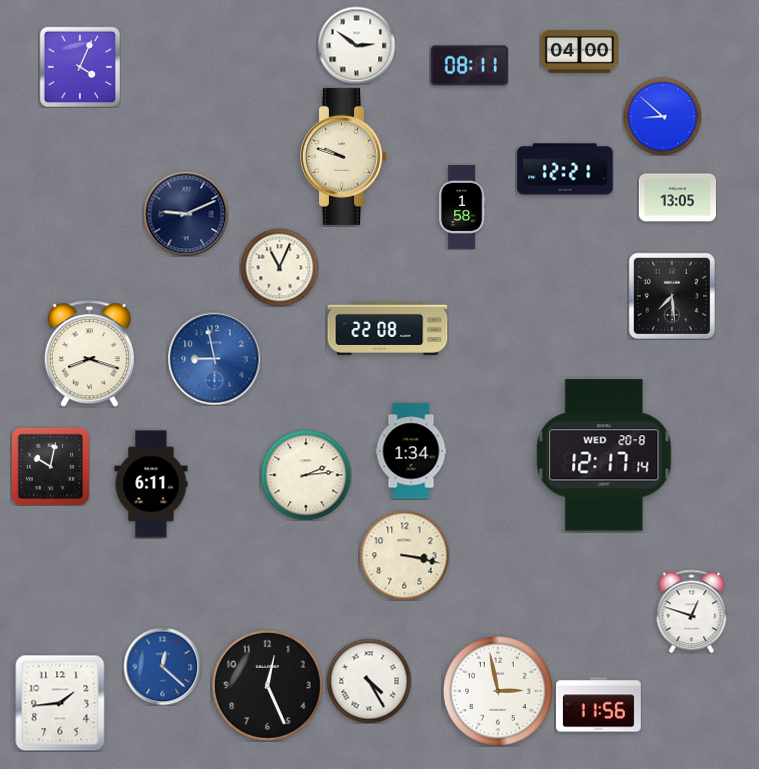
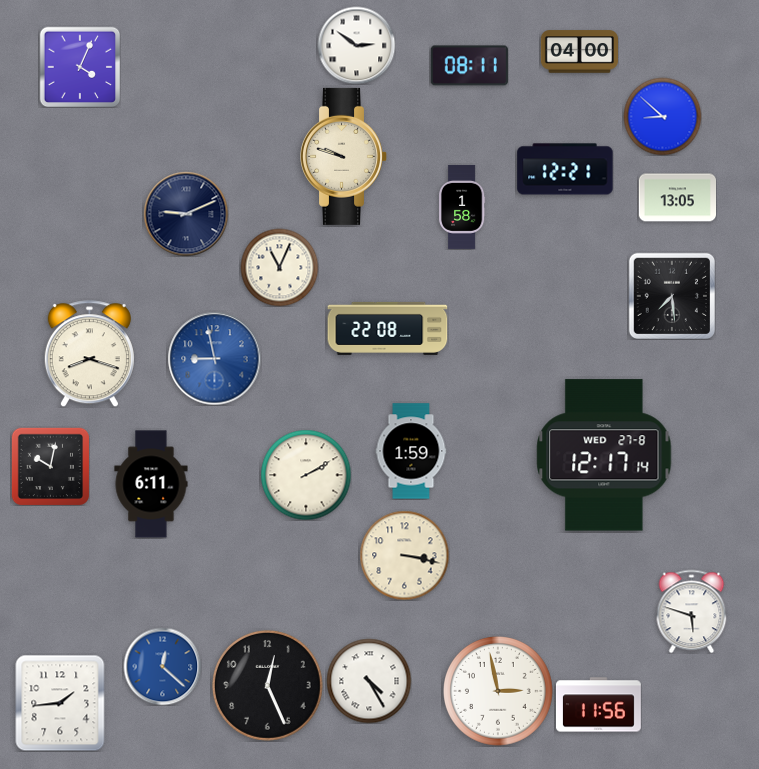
clock at (411, 451): 1:34 -> 1:59
clock at (604, 455) date: WED 20-8 -> WED 27-8
clock at (306, 475): 2:14 -> 2:10
clock at (692, 611): 12:48 -> 5:48
